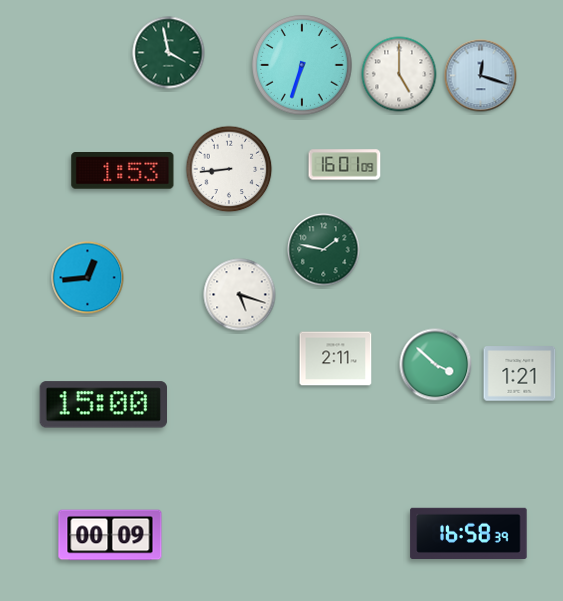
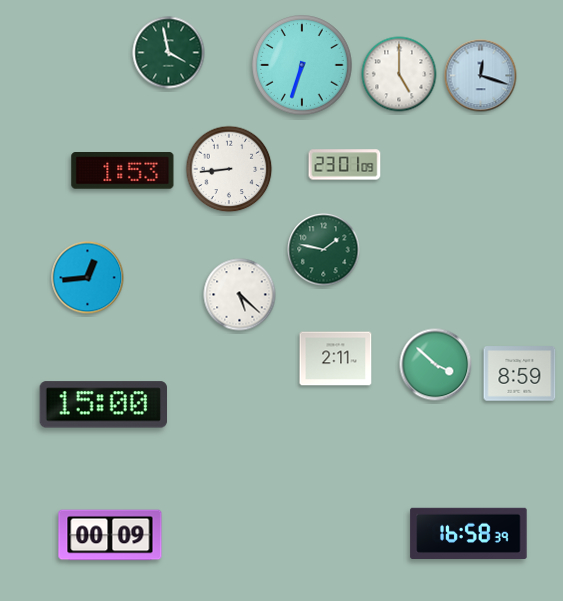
clock at (345, 165): 16:01 -> 23:01
clock at (240, 295): 5:18 -> 5:22
clock at (520, 374): 1:21 -> 8:59
